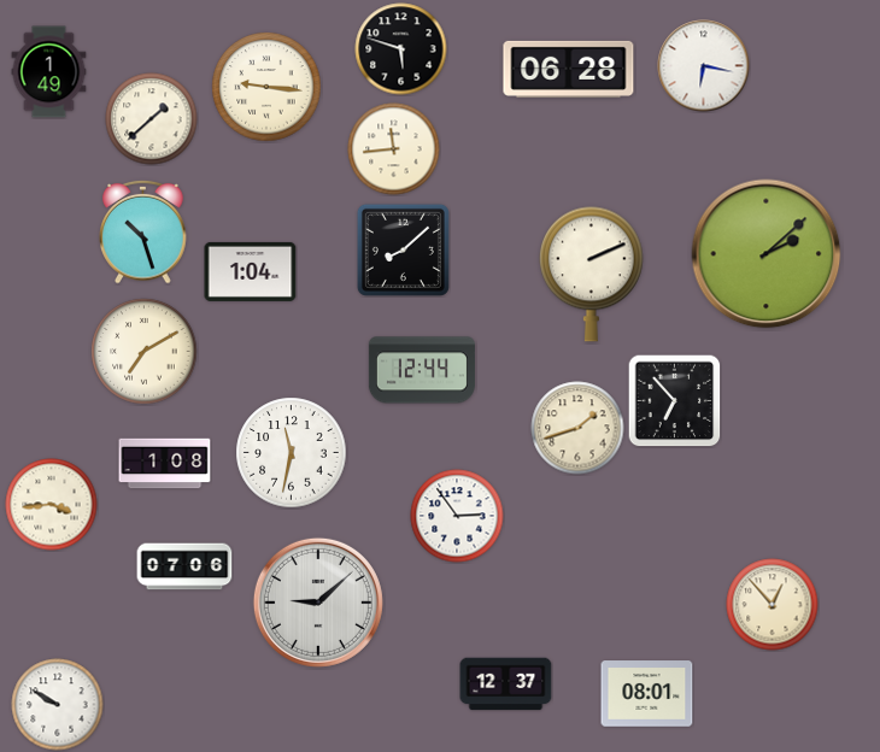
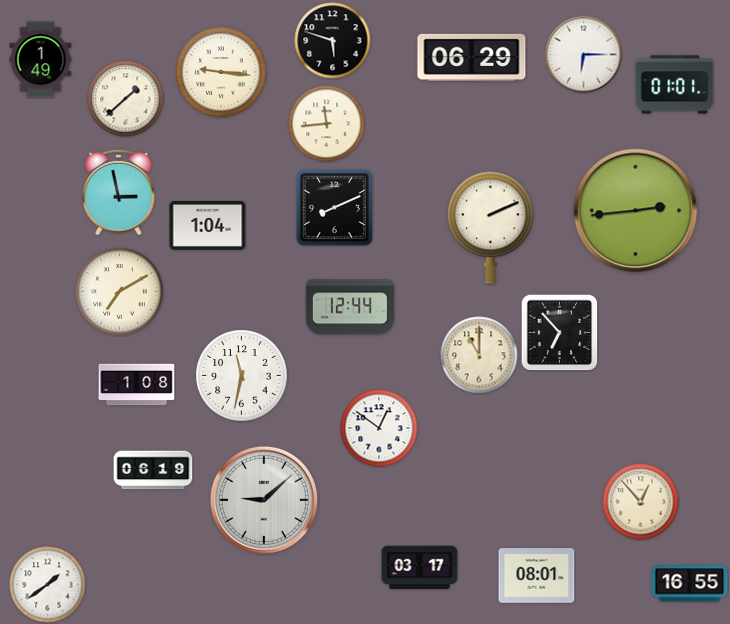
clock at (704, 66): 6:17 -> 6:15
clock at (569, 69): 06:28 -> 06:29
clock at (675, 85): none -> 01:01
clock at (143, 231): 10:27 -> 2:58
clock at (403, 249): 8:08 -> 8:11
clock at (767, 254): 2:08 -> 2:44
clock at (577, 428): 1:42 -> 11:00
clock at (52, 505): 3:44 -> none
clock at (457, 516): 2:54 -> 12:51
clock at (184, 566): 07:06 -> 06:19
clock at (506, 685): 12:37 -> 03:17
clock at (690, 584): none -> 16:55
clock at (58, 705): 9:50 -> 1:39
